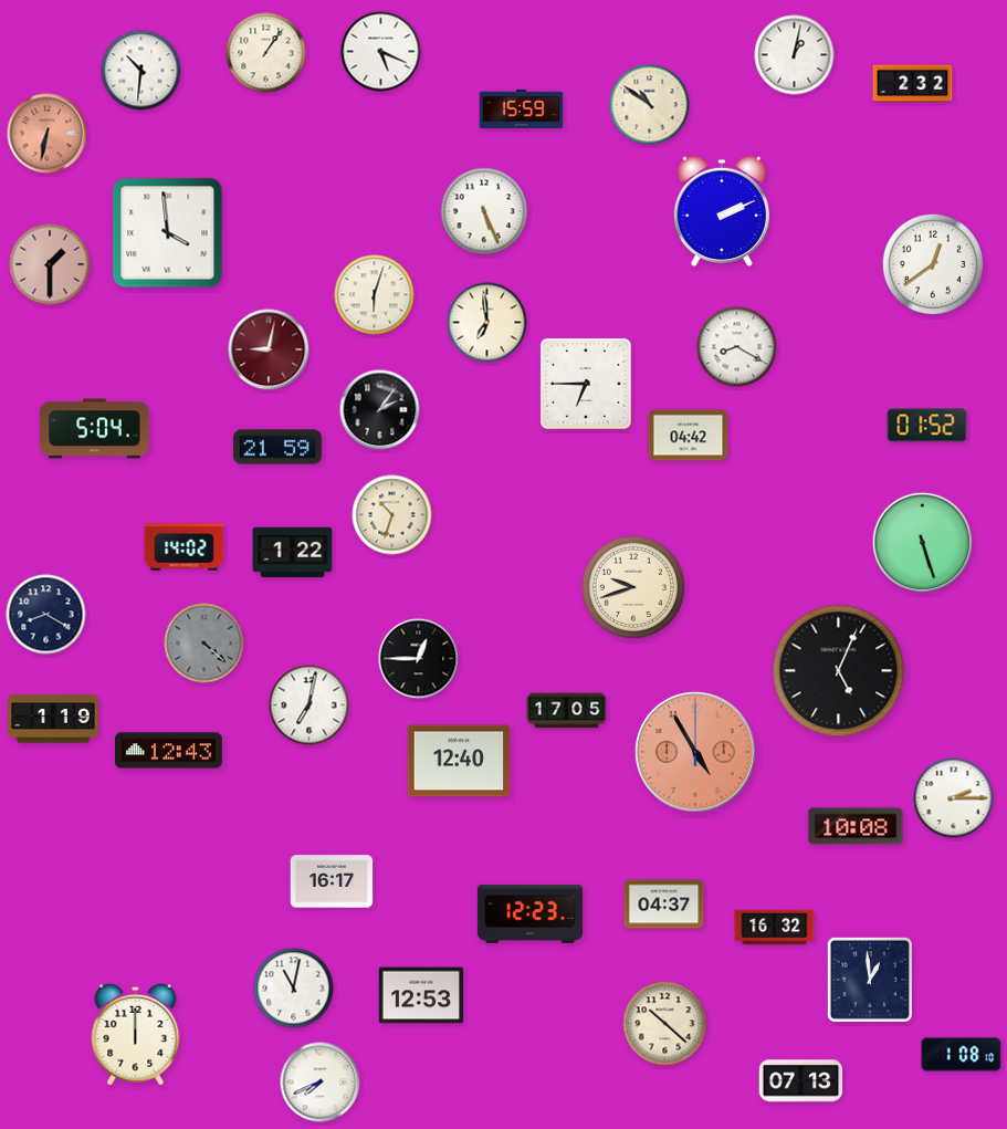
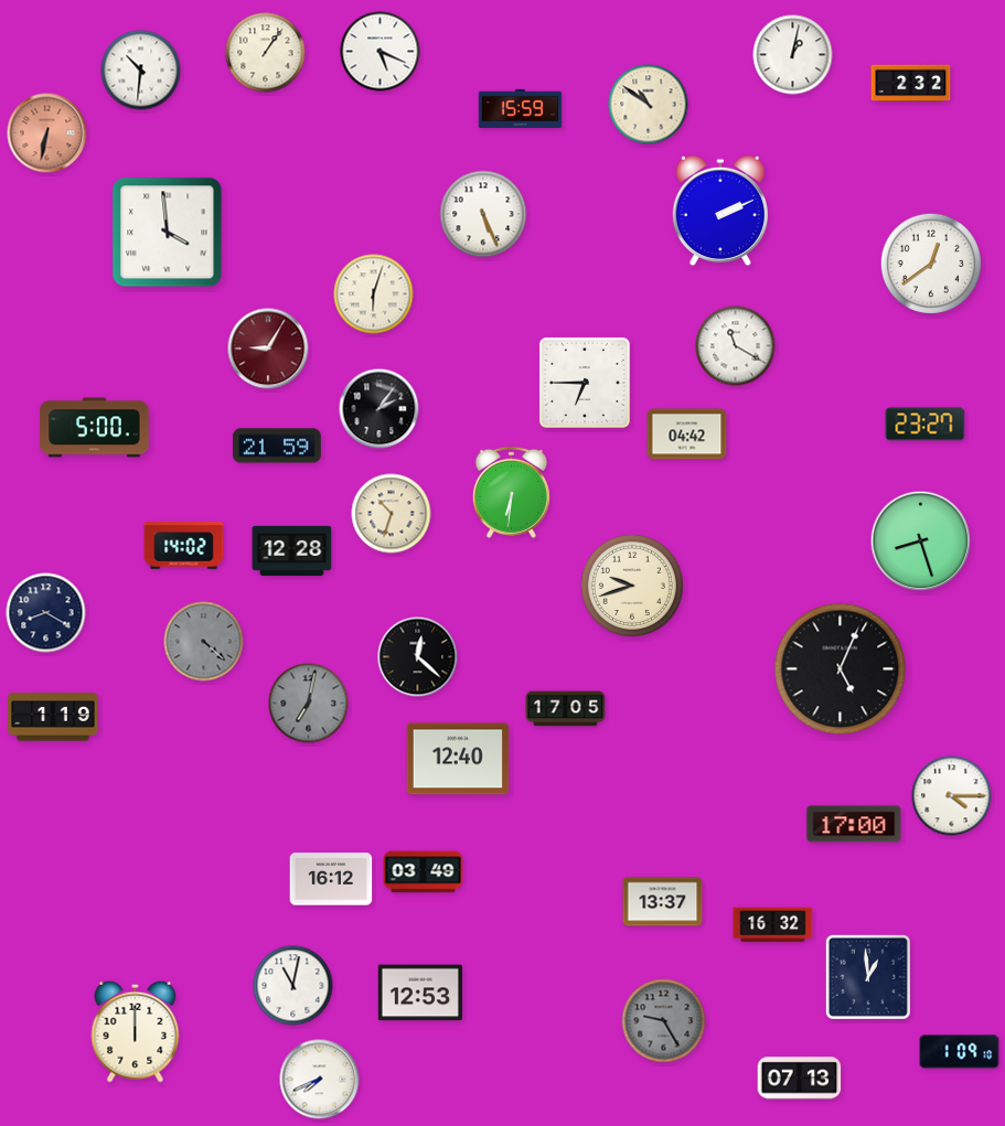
clock at (484, 211) position: (484, 211) -> (483, 214)
clock at (50, 264): 1:30 -> none
clock at (487, 323): 6:59 -> none
clock at (737, 347): 8:20 -> 11:20
clock at (269, 349): 9:02 -> 9:05
clock at (927, 426): 01:52 -> 23:27
clock at (95, 429): 5:04 -> 5:00
clock at (511, 492): none -> 6:31
clock at (923, 543): 5:27 -> 8:27
clock at (293, 553): 1:22 -> 12:28
clock at (419, 659): 12:45 -> 12:22
clock at (839, 671) position: (839, 671) -> (841, 669)
clock at (310, 705) dial: white -> grey
clock at (169, 751): 12:43 -> none
clock at (695, 752): 4:55 -> none
clock at (954, 798): 2:15 -> 4:15
clock at (856, 826): 10:08 -> 17:00
clock at (424, 872): none -> 03:49
clock at (332, 881): 16:17 -> 16:12
clock at (664, 905): 04:37 -> 13:37
clock at (529, 913): 12:23 -> none
clock at (665, 1024): 10:22 -> 9:25
clock at (665, 1024) dial: cream -> grey
clock at (962, 1055): 1:08 -> 1:09
